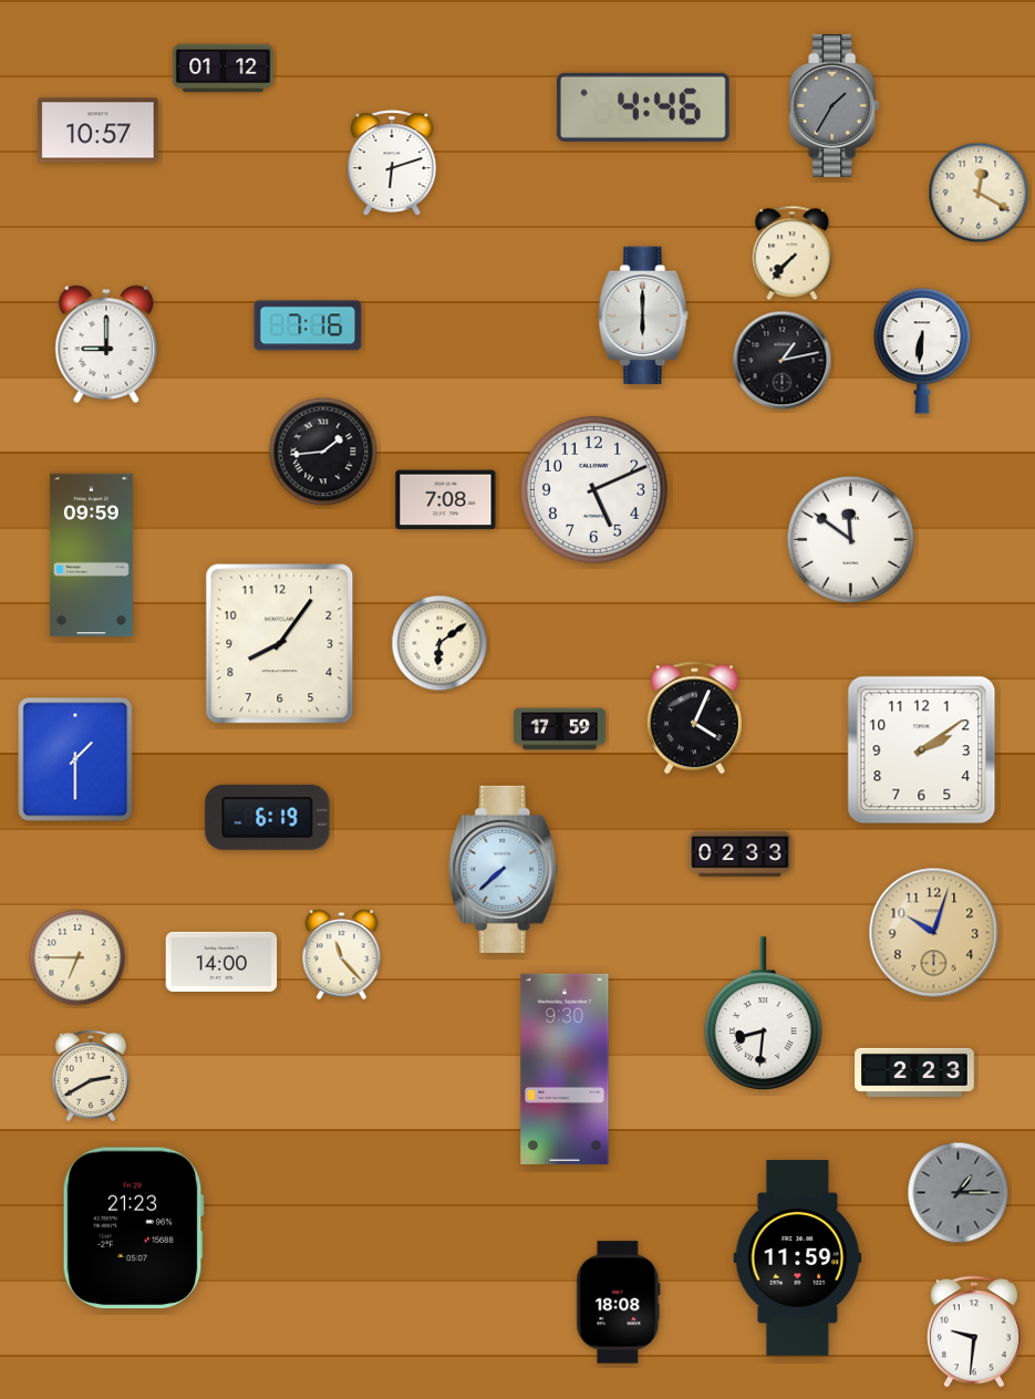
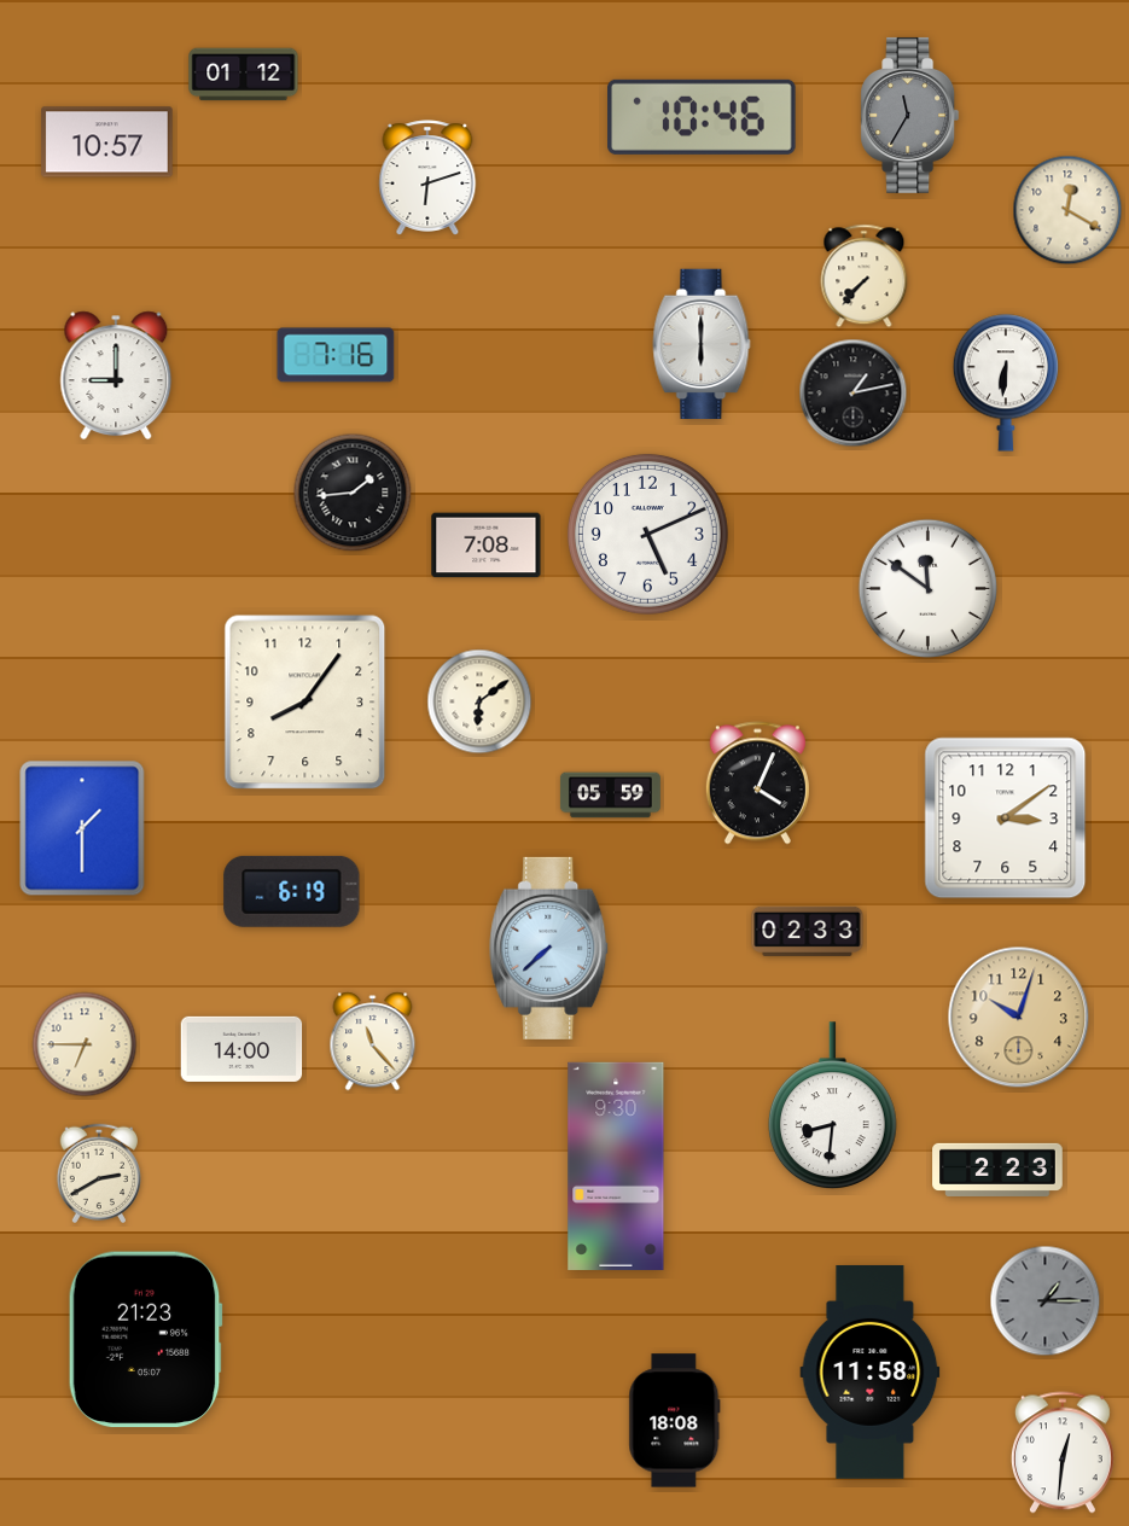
clock at (835, 105): 1:35 -> 11:35
clock at (643, 107): 4:46 -> 10:46
clock at (91, 556): 09:59 -> none
clock at (559, 729): 17:59 -> 05:59
clock at (922, 750): 2:09 -> 3:09
clock at (798, 1257): 11:59 -> 11:58
clock at (974, 1331): 9:31 -> 12:31
